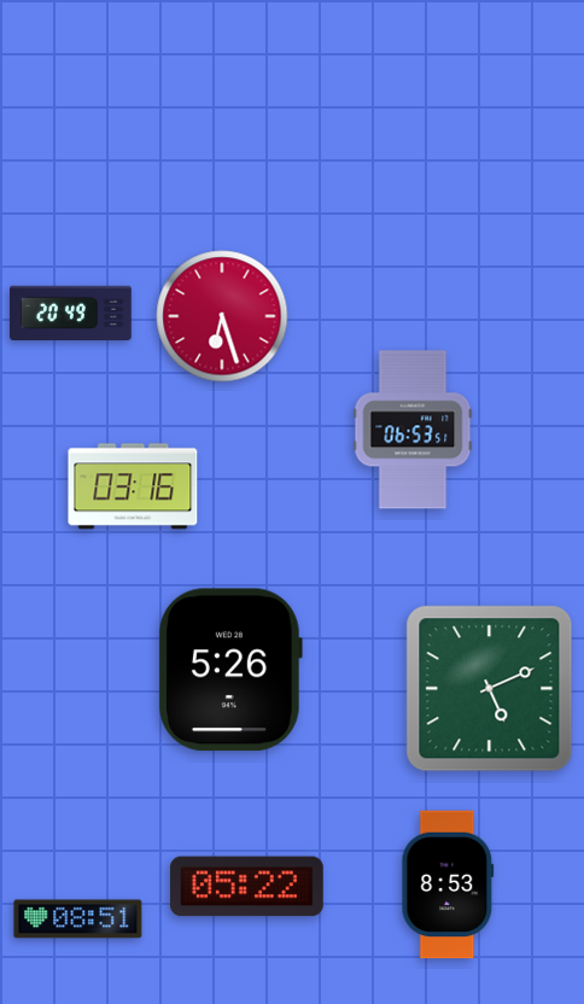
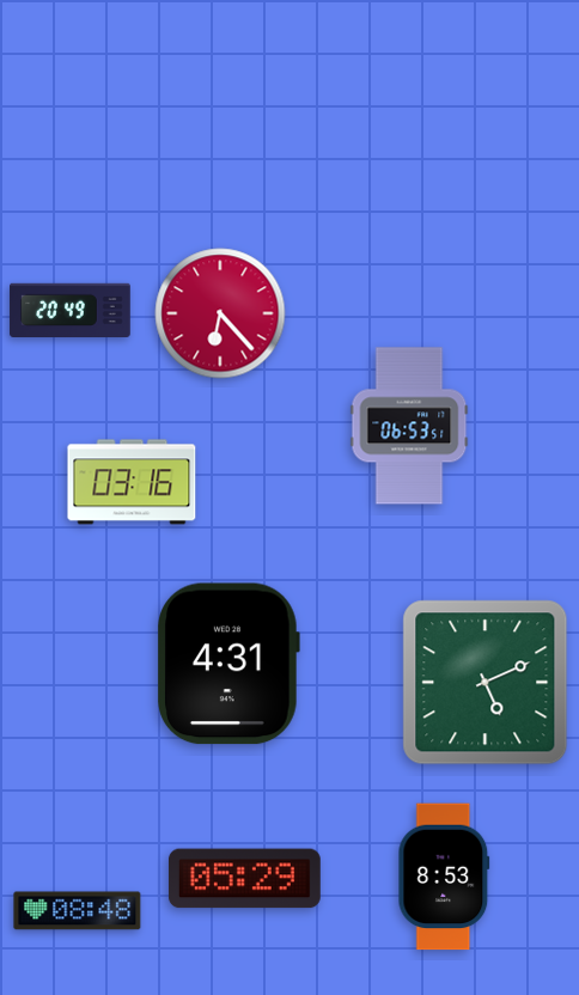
clock at (222, 316): 6:27 -> 6:23
clock at (230, 670): 5:26 -> 4:31
clock at (246, 887): 05:22 -> 05:29
clock at (78, 920): 08:51 -> 08:48
